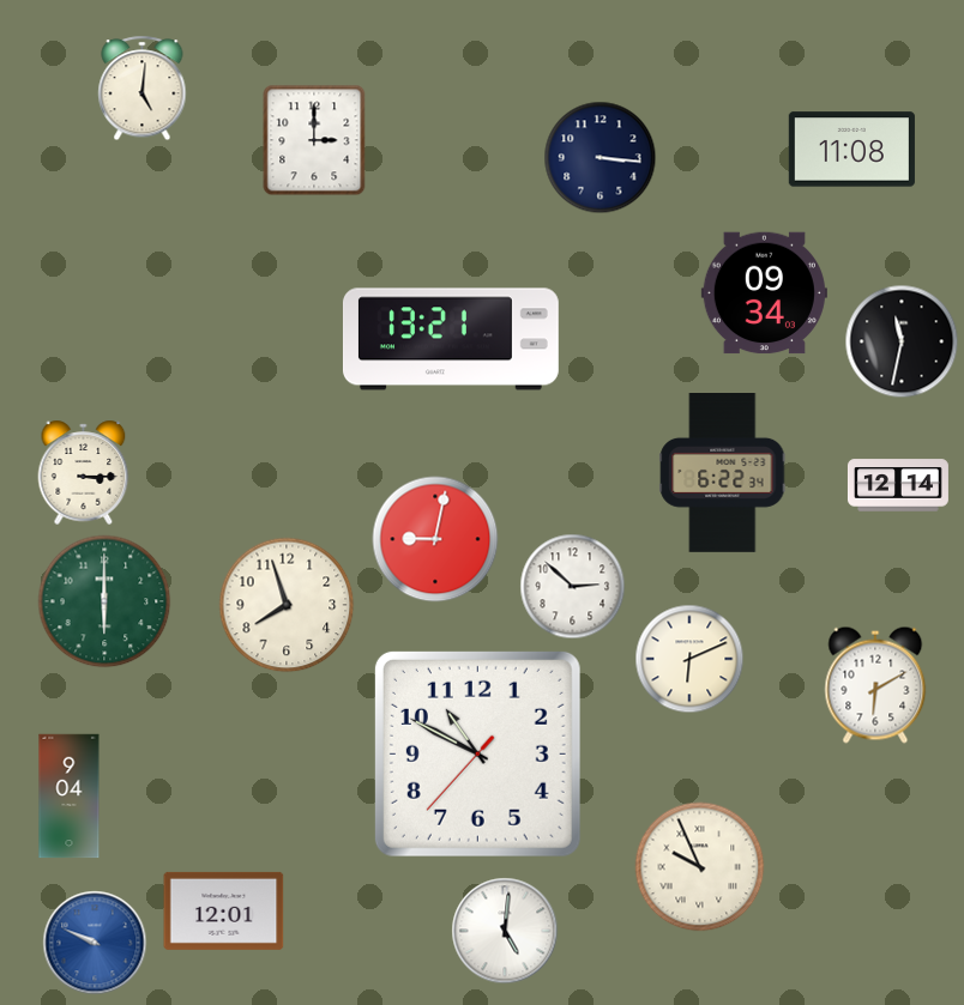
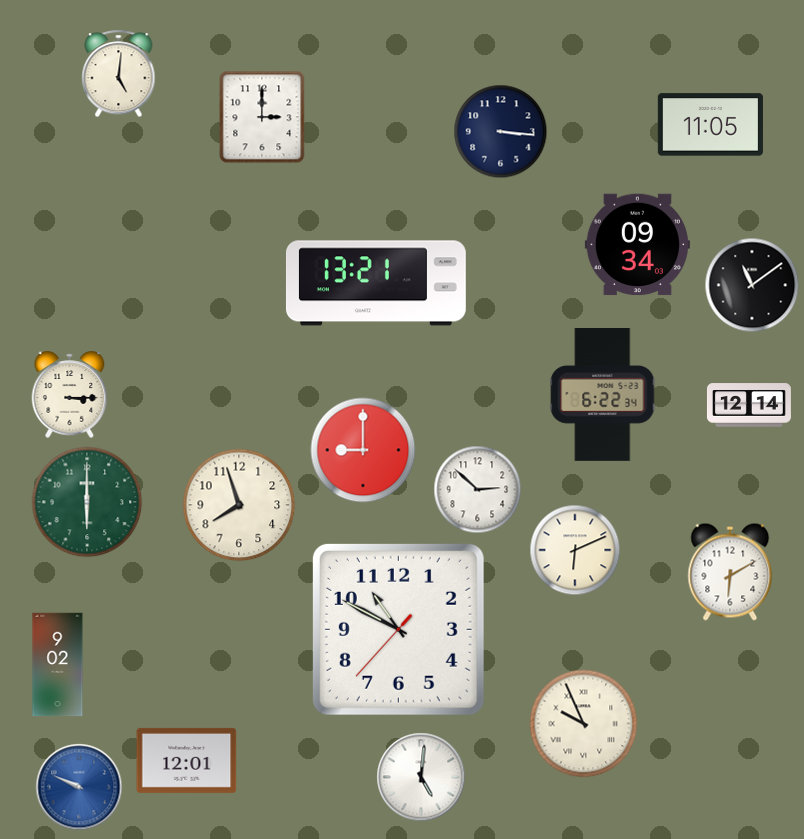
clock at (851, 150): 11:08 -> 11:05
clock at (902, 341): 11:32 -> 11:09
clock at (435, 539): 9:02 -> 9:00
clock at (70, 797): 9:04 -> 9:02
